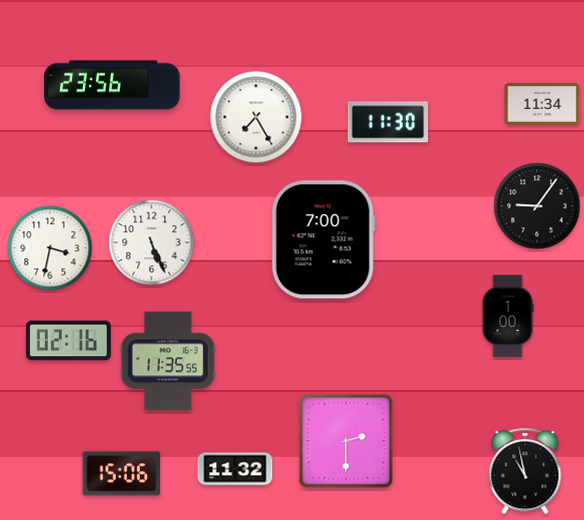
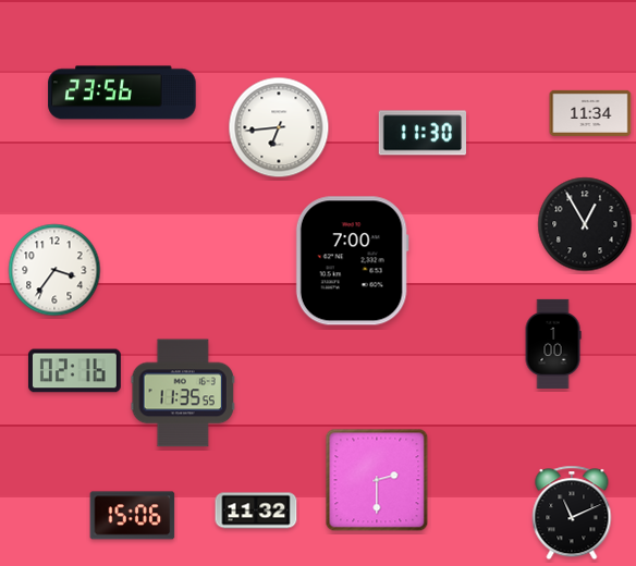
clock at (256, 117): 7:25 -> 6:44
clock at (537, 206): 9:06 -> 12:55
clock at (152, 243): 5:26 -> none
clock at (50, 248): 3:32 -> 3:36
clock at (525, 471): 10:58 -> 11:11
